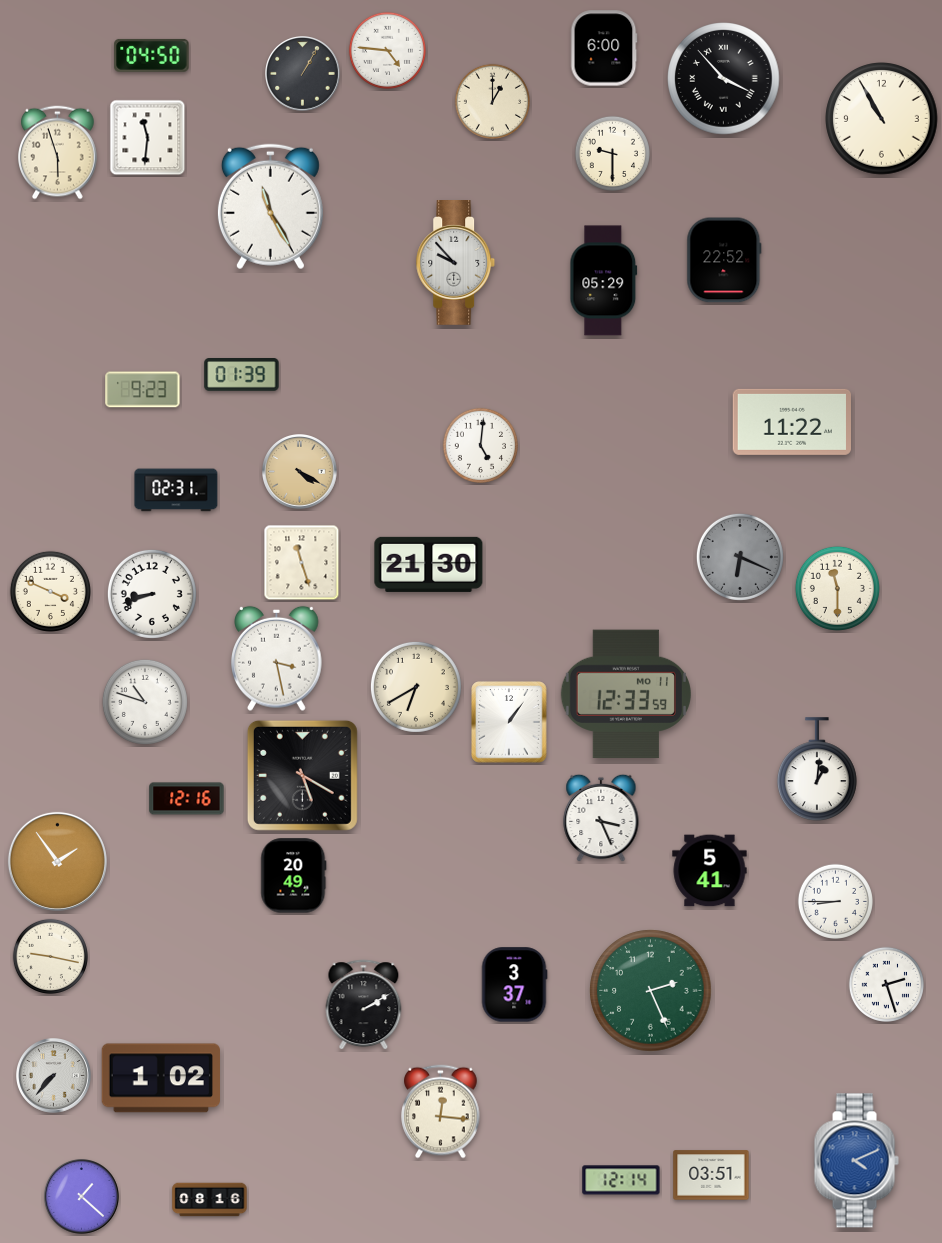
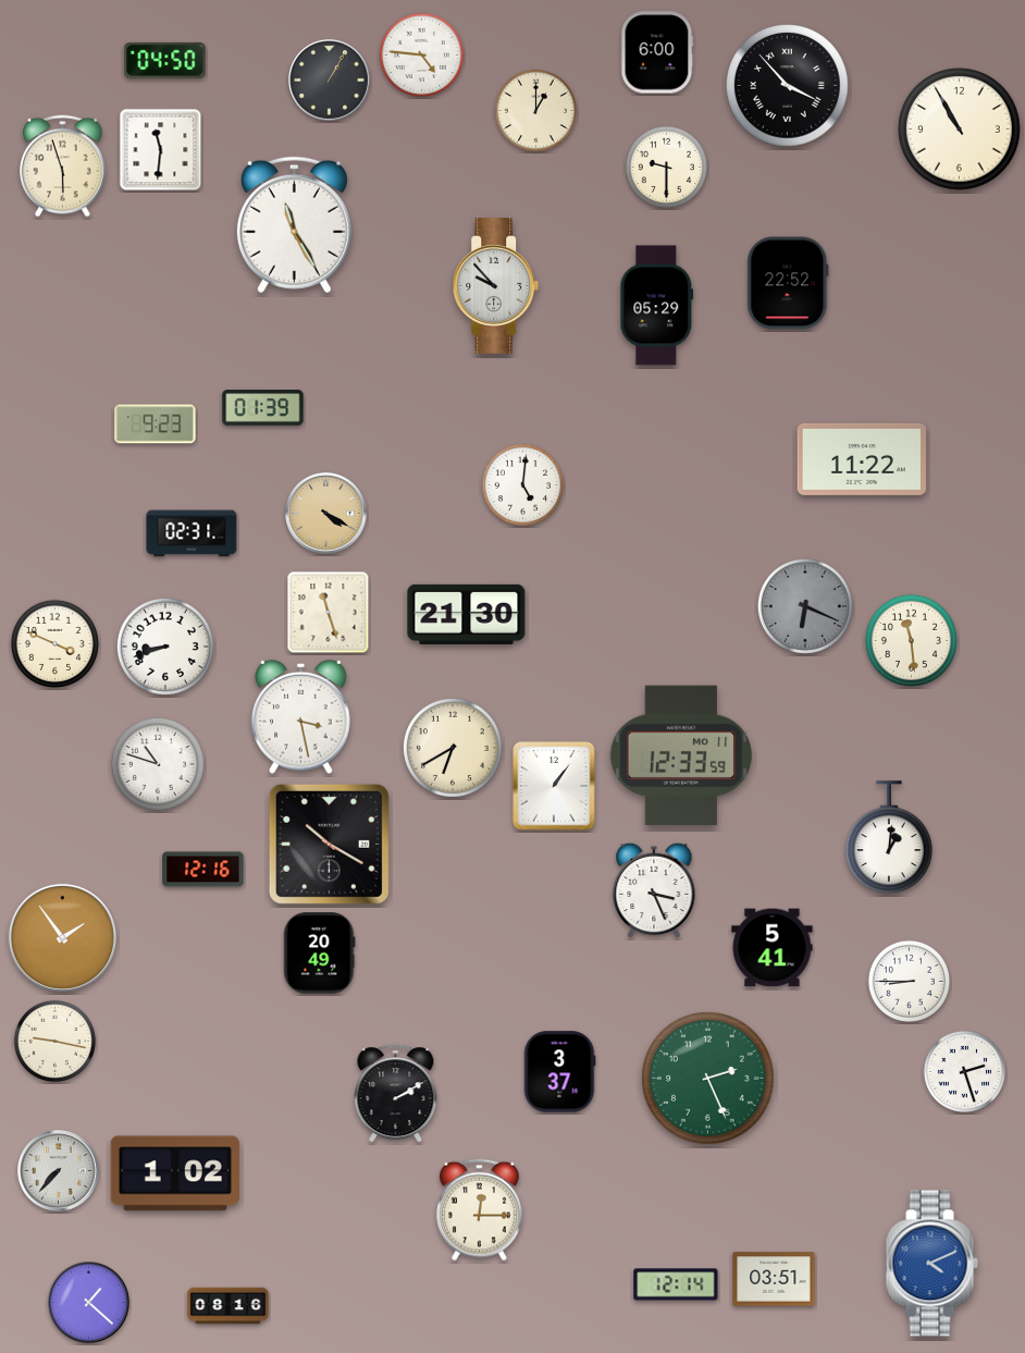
clock at (837, 588): 11:30 -> 11:29
clock at (302, 775): 5:20 -> 10:20
clock at (441, 1112): 12:16 -> 12:15
